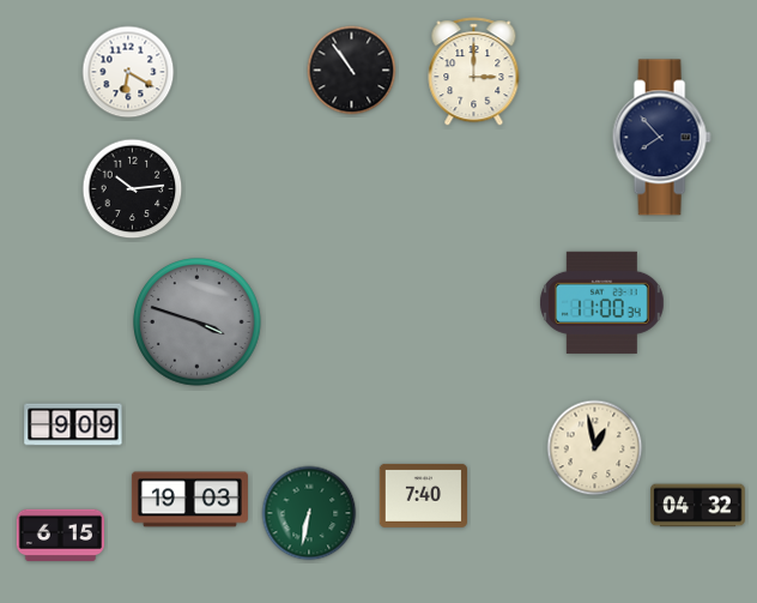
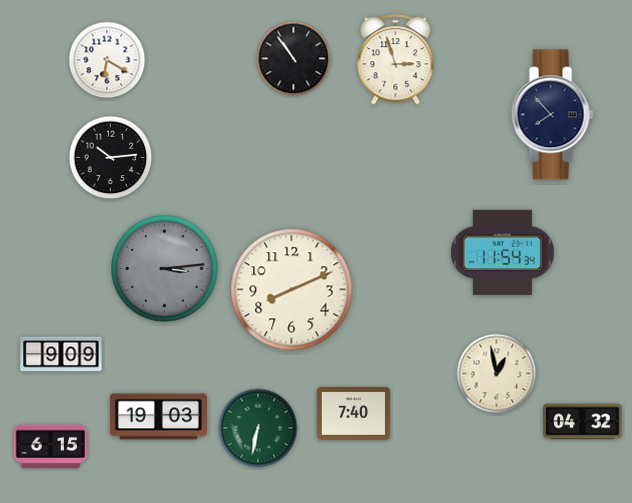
clock at (474, 72): 3:00 -> 2:57
clock at (601, 302): 11:00 -> 11:54
clock at (198, 322): 3:48 -> 3:14
clock at (292, 290): none -> 8:11
